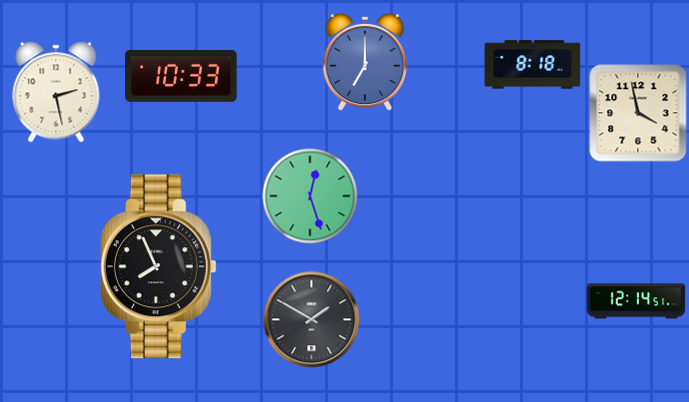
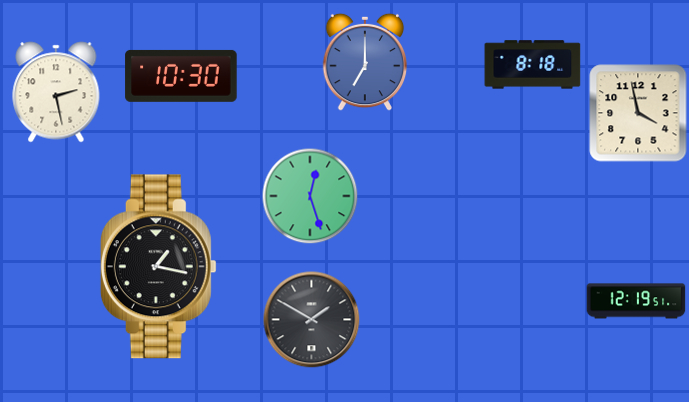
clock at (181, 76): 10:33 -> 10:30
clock at (158, 267): 7:56 -> 1:17
clock at (636, 301): 12:14 -> 12:19
